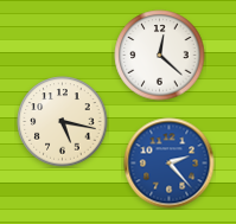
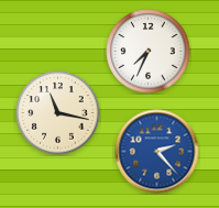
clock at (160, 56): 12:22 -> 7:34
clock at (63, 122): 5:17 -> 11:17
